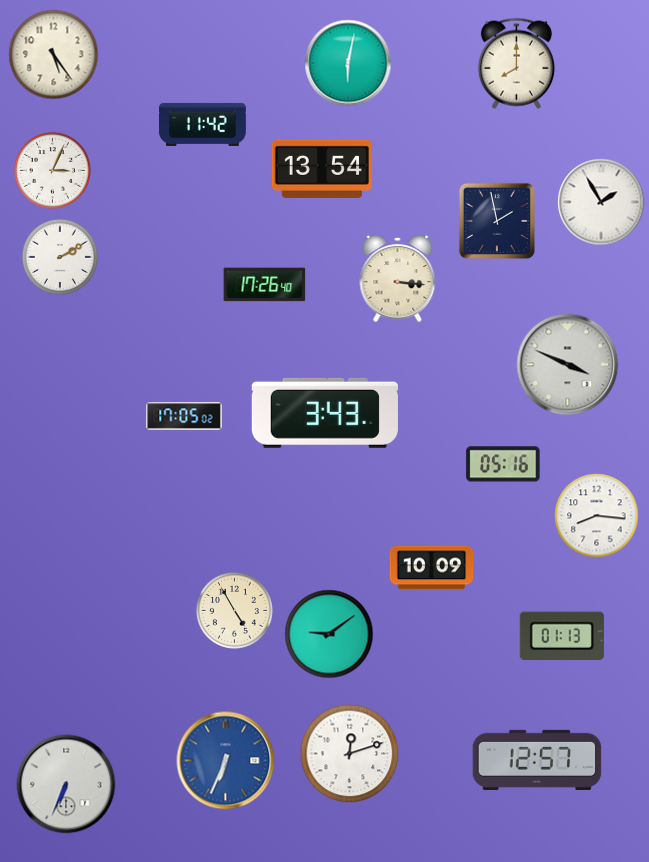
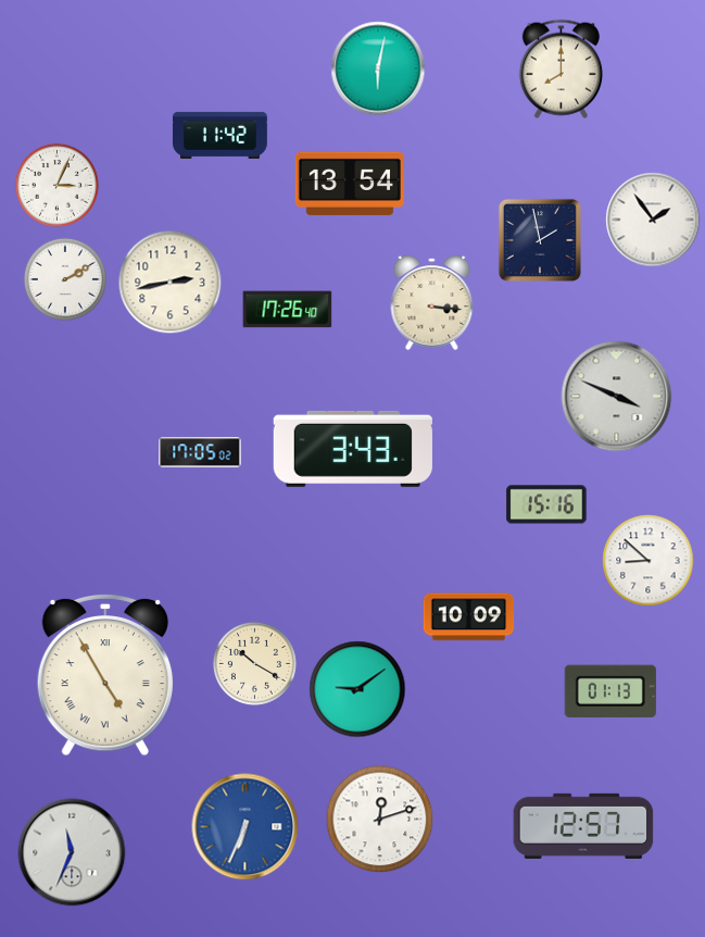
clock at (54, 55): 5:24 -> none
clock at (601, 202): 1:55 -> 1:54
clock at (171, 283): none -> 2:43
clock at (503, 464): 05:16 -> 15:16
clock at (597, 516): 8:16 -> 8:52
clock at (234, 610): 4:55 -> 10:20
clock at (105, 675): none -> 4:55
clock at (66, 784): 6:34 -> 11:34
